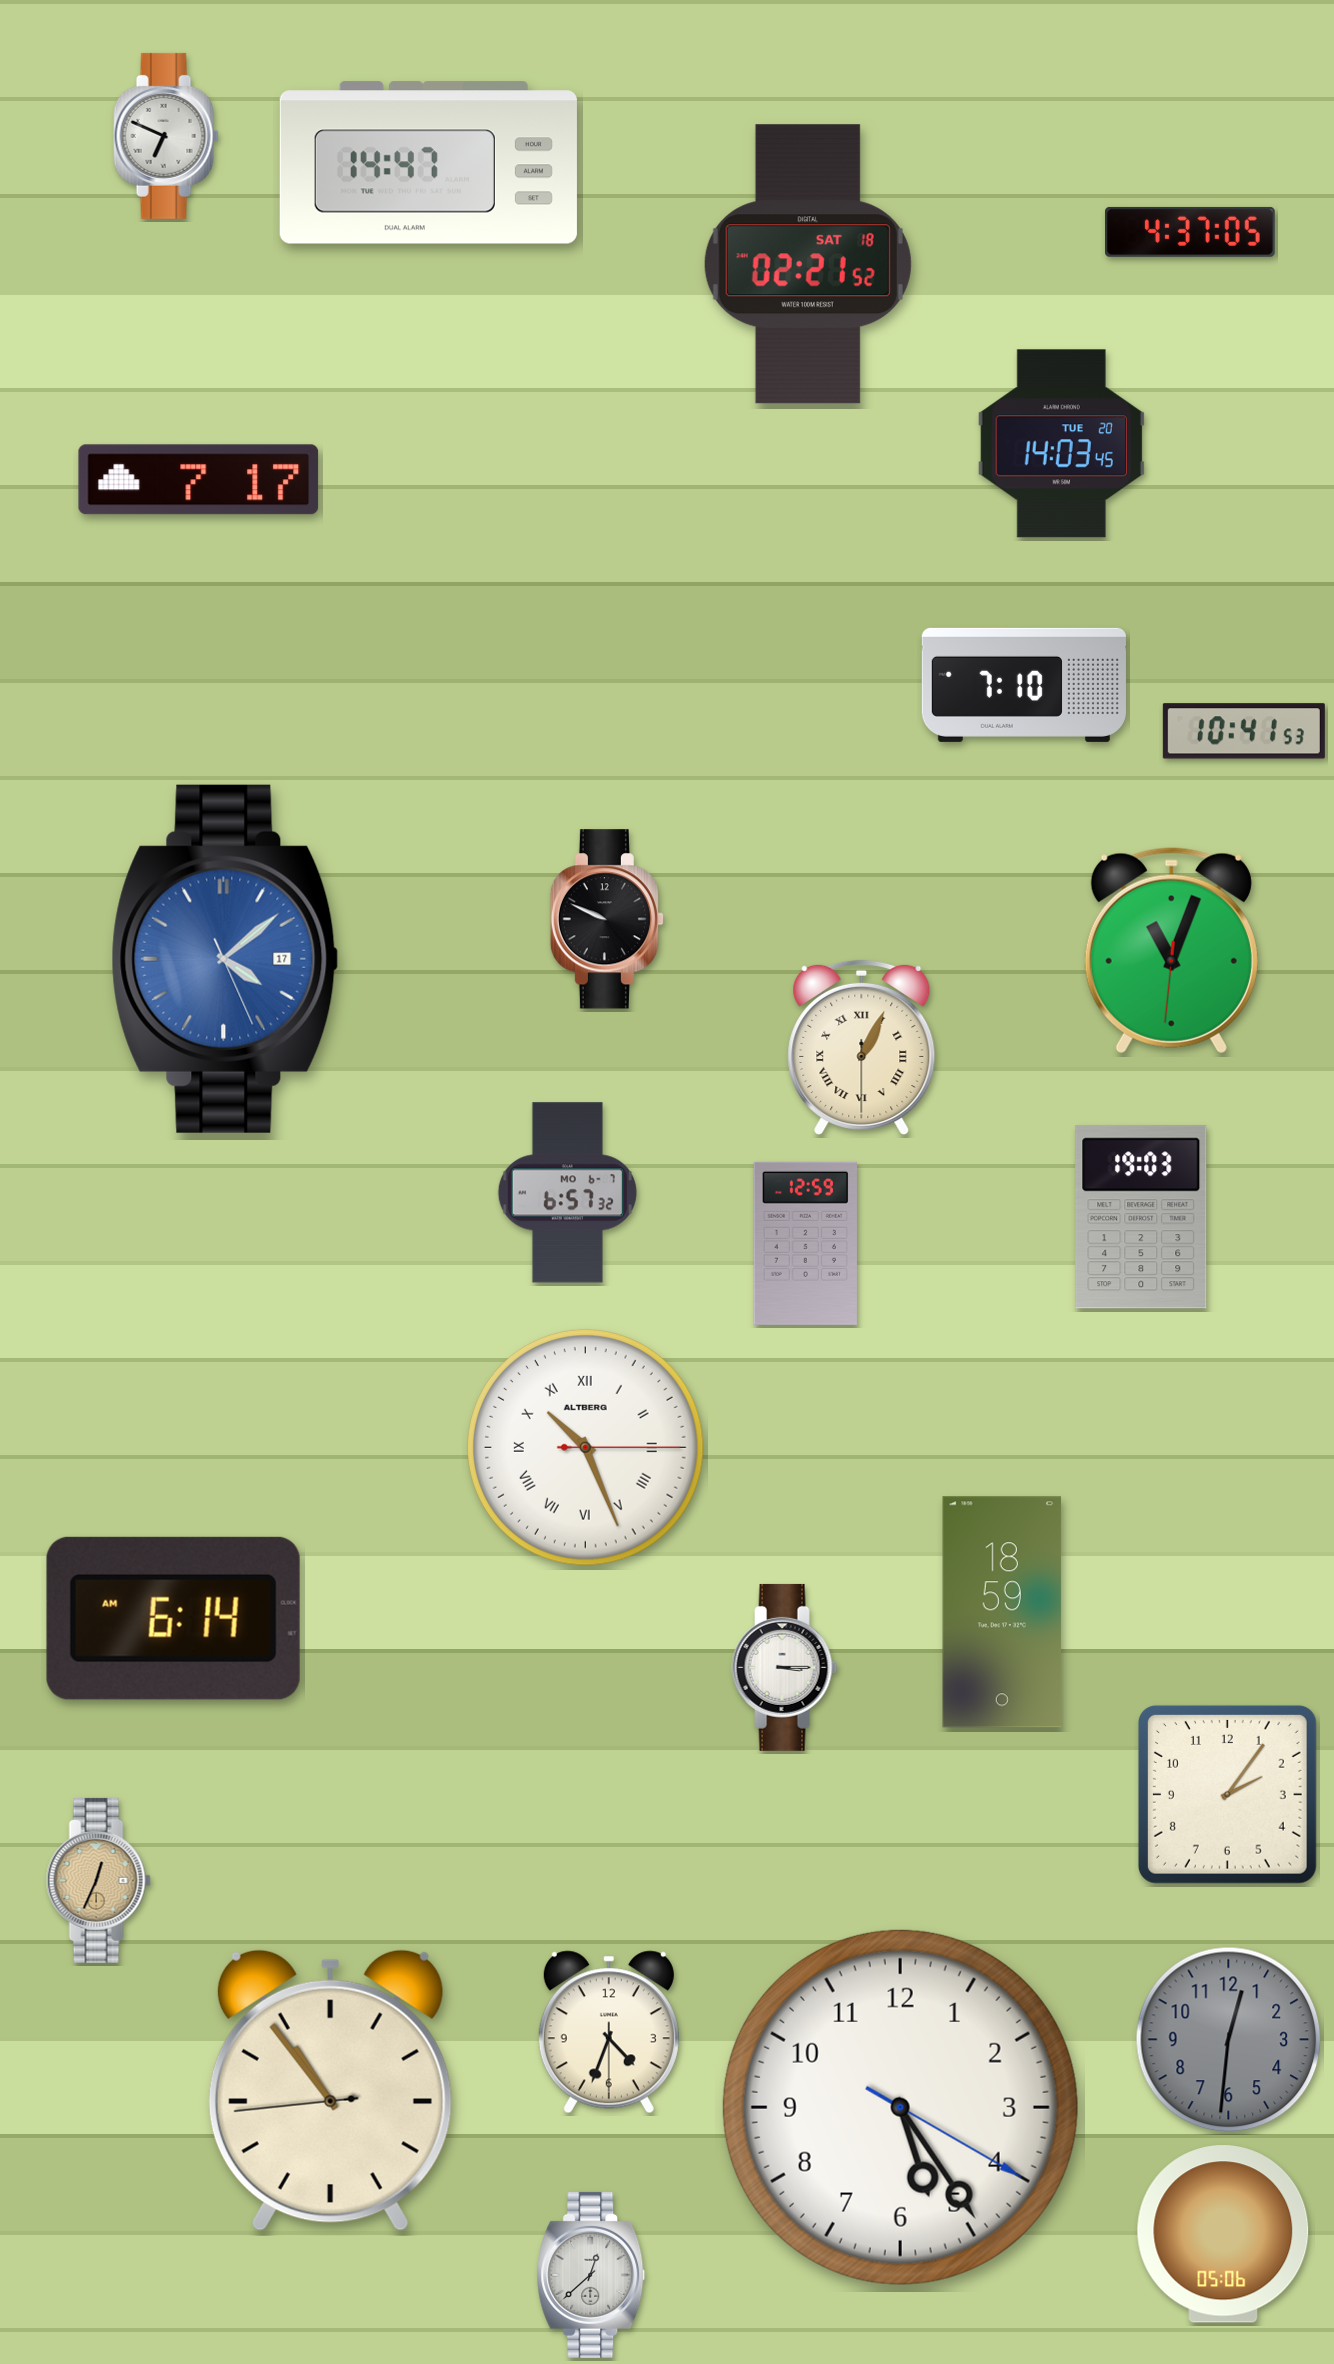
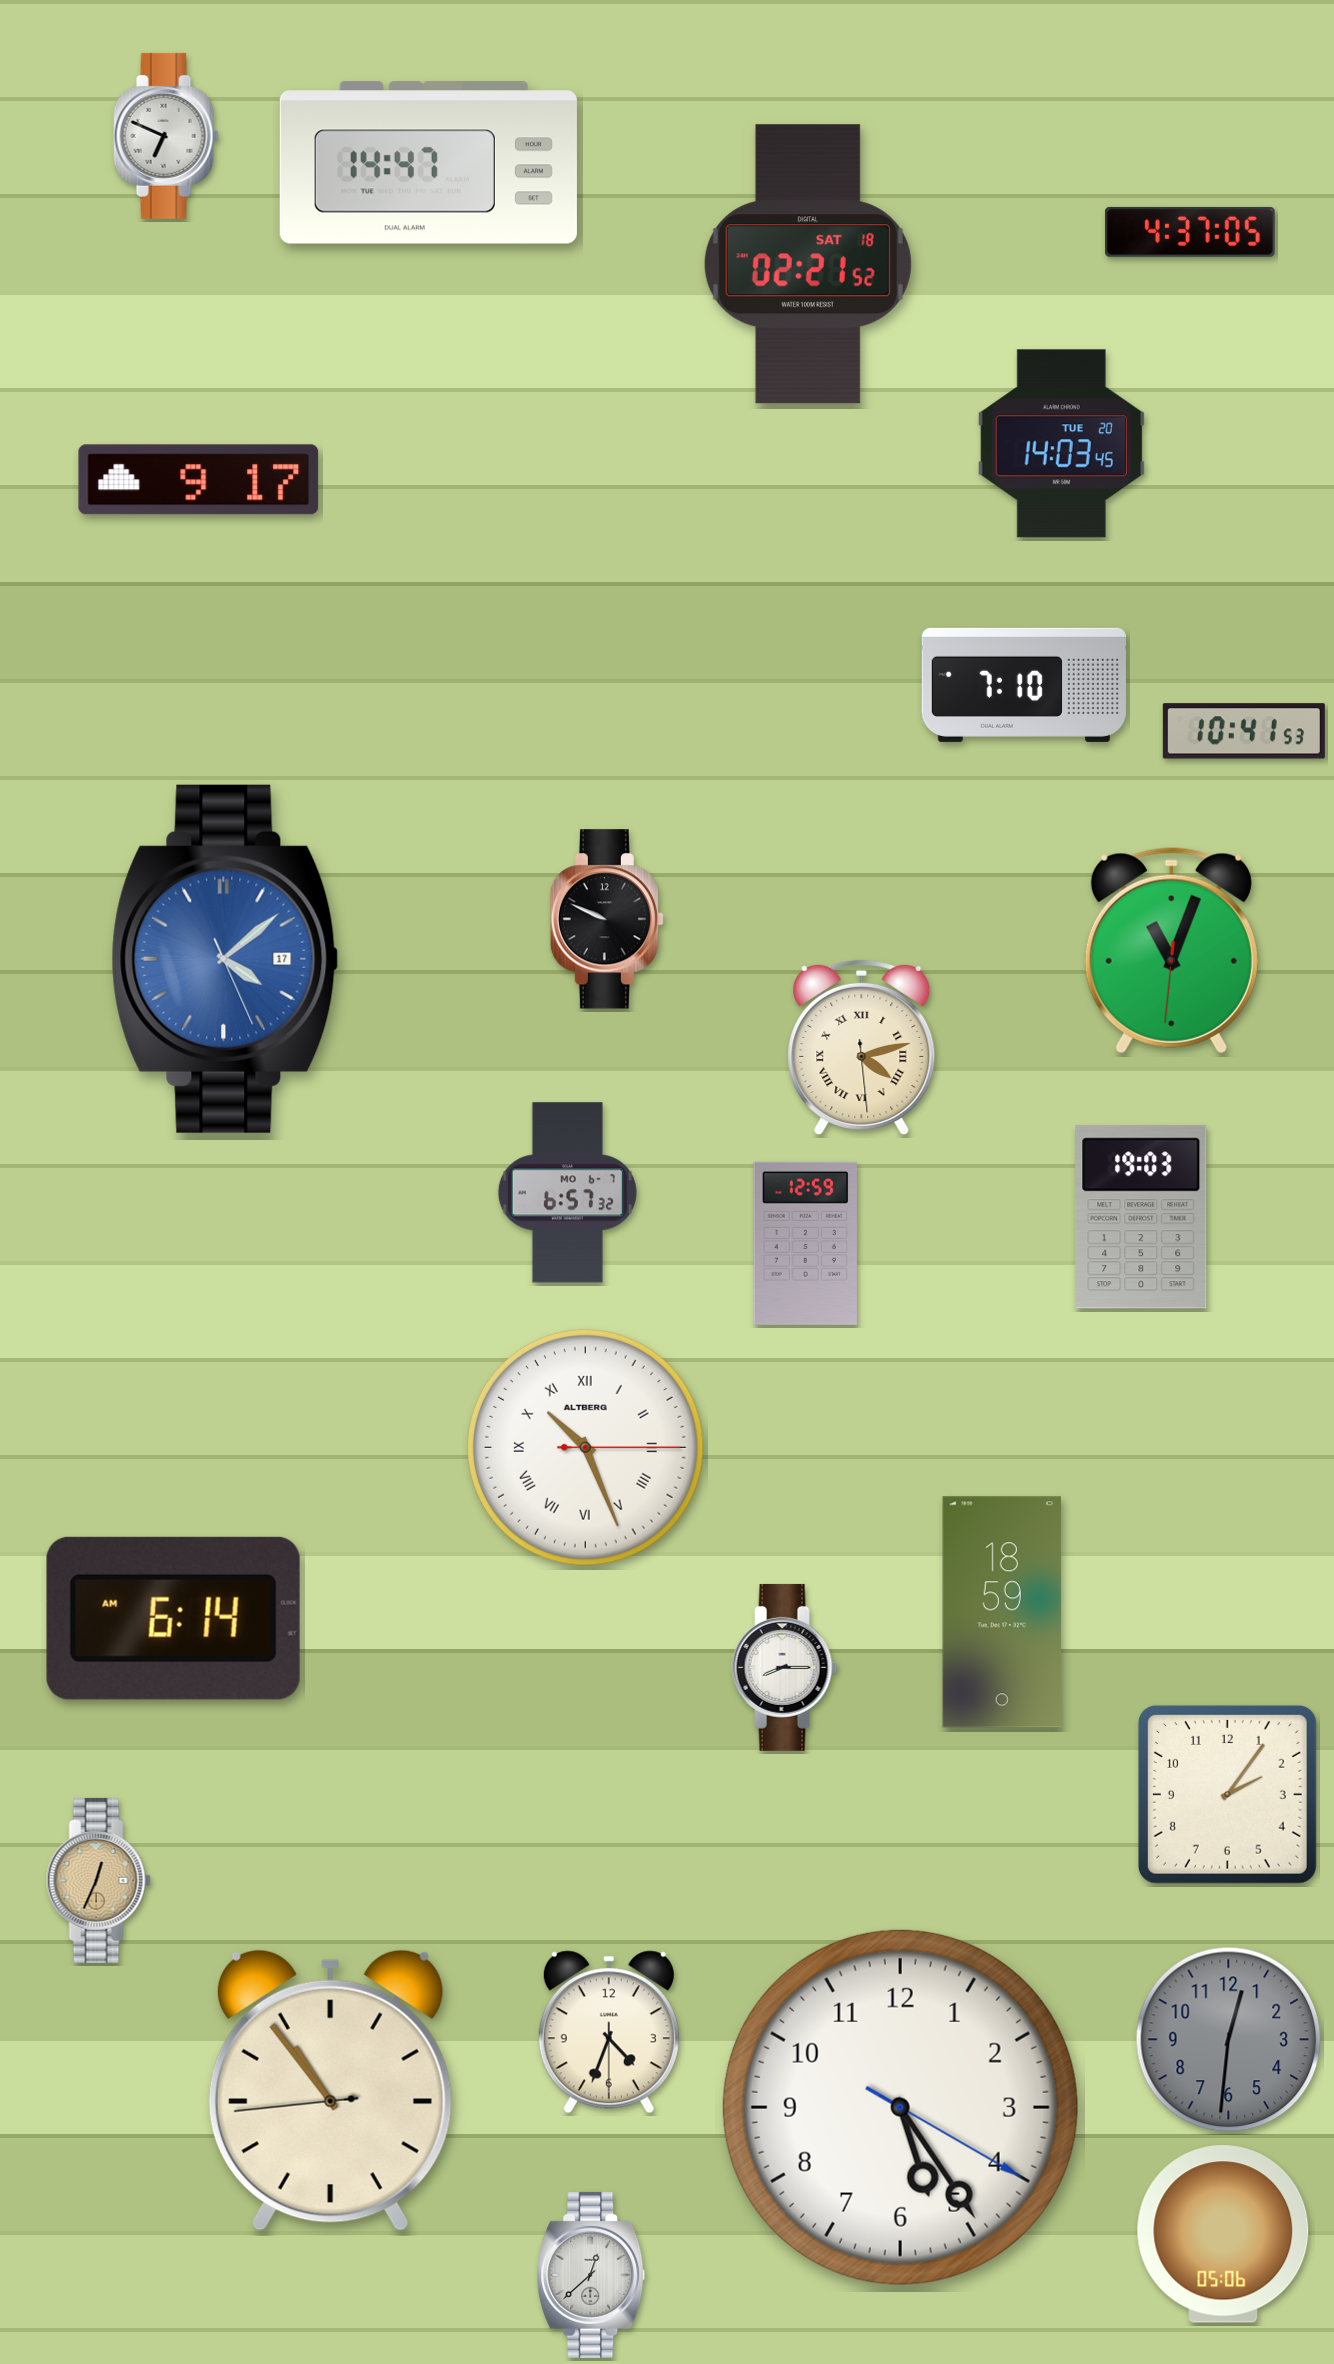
clock at (199, 480): 7:17 -> 9:17
clock at (862, 1048): 1:04 -> 4:12
clock at (785, 1667): 3:15 -> 8:15
